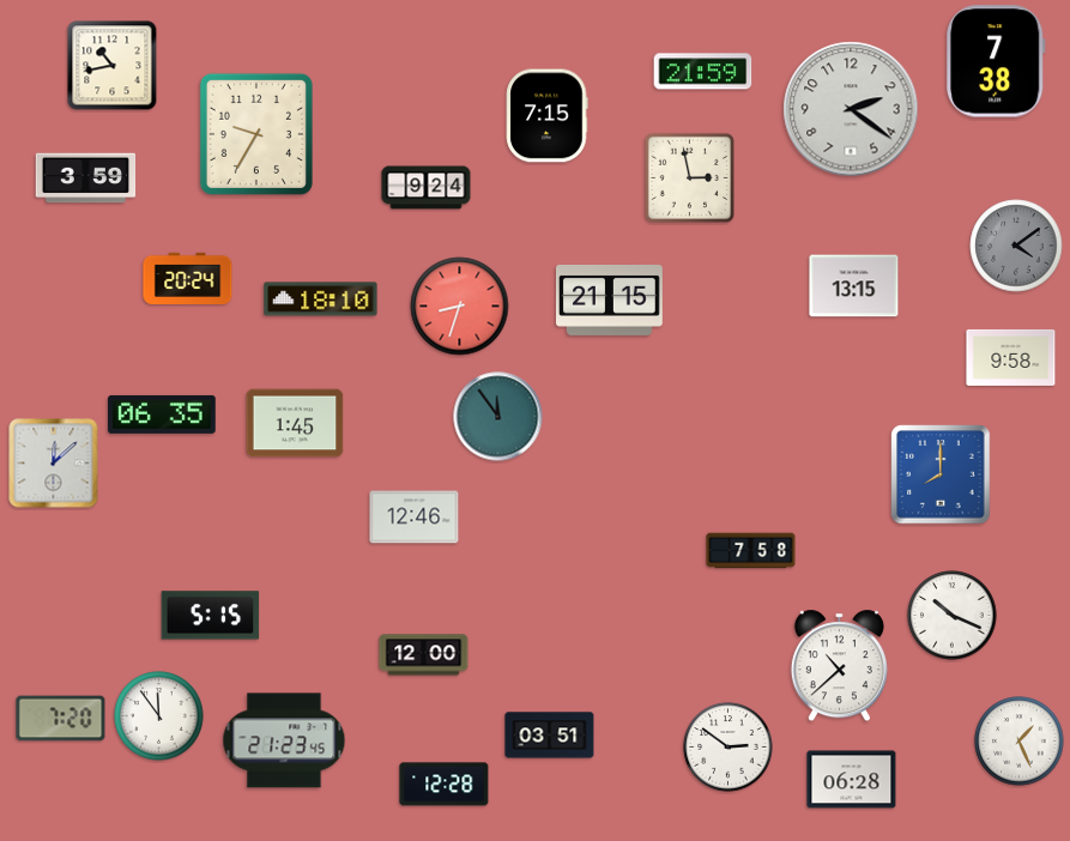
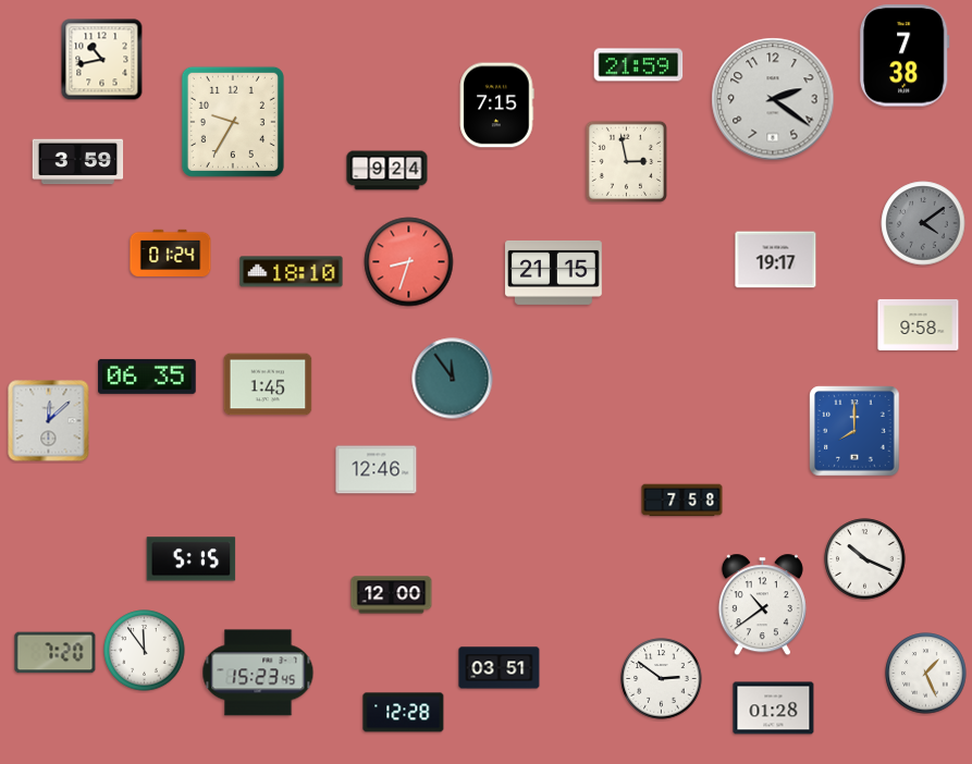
clock at (188, 278): 20:24 -> 01:24
clock at (854, 286): 13:15 -> 19:17
clock at (460, 307) position: (460, 307) -> (409, 262)
clock at (424, 655) position: (424, 655) -> (392, 595)
clock at (839, 666): 10:38 -> 10:39
clock at (284, 740): 21:23 -> 15:23
clock at (852, 780): 06:28 -> 01:28
